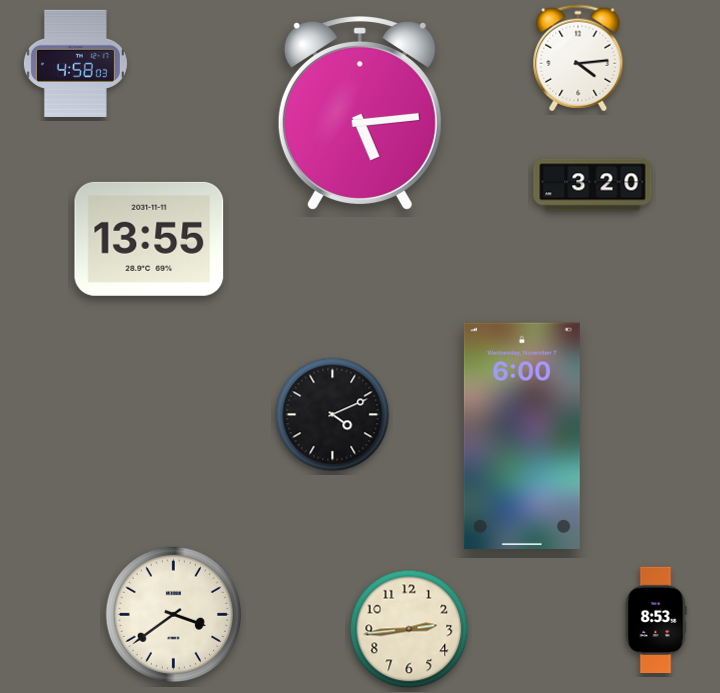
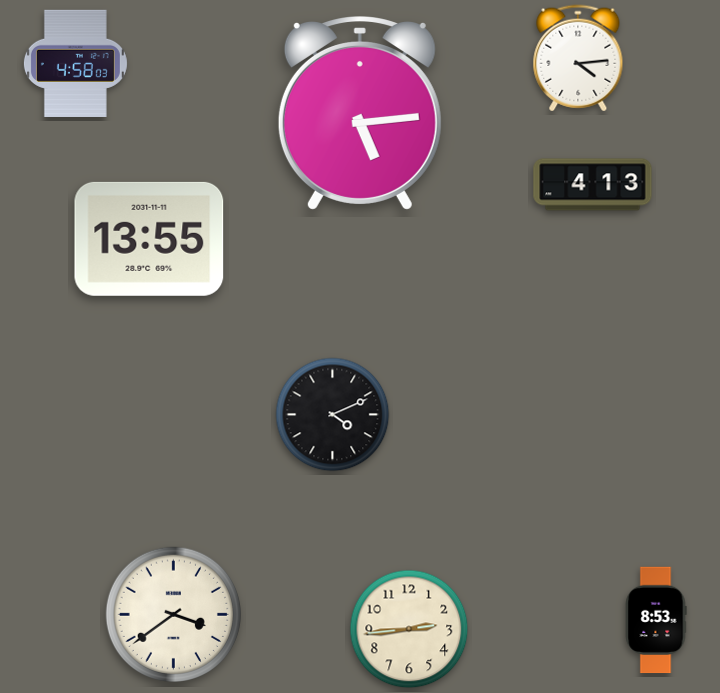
clock at (593, 185): 3:20 -> 4:13
clock at (522, 436): 6:00 -> none
